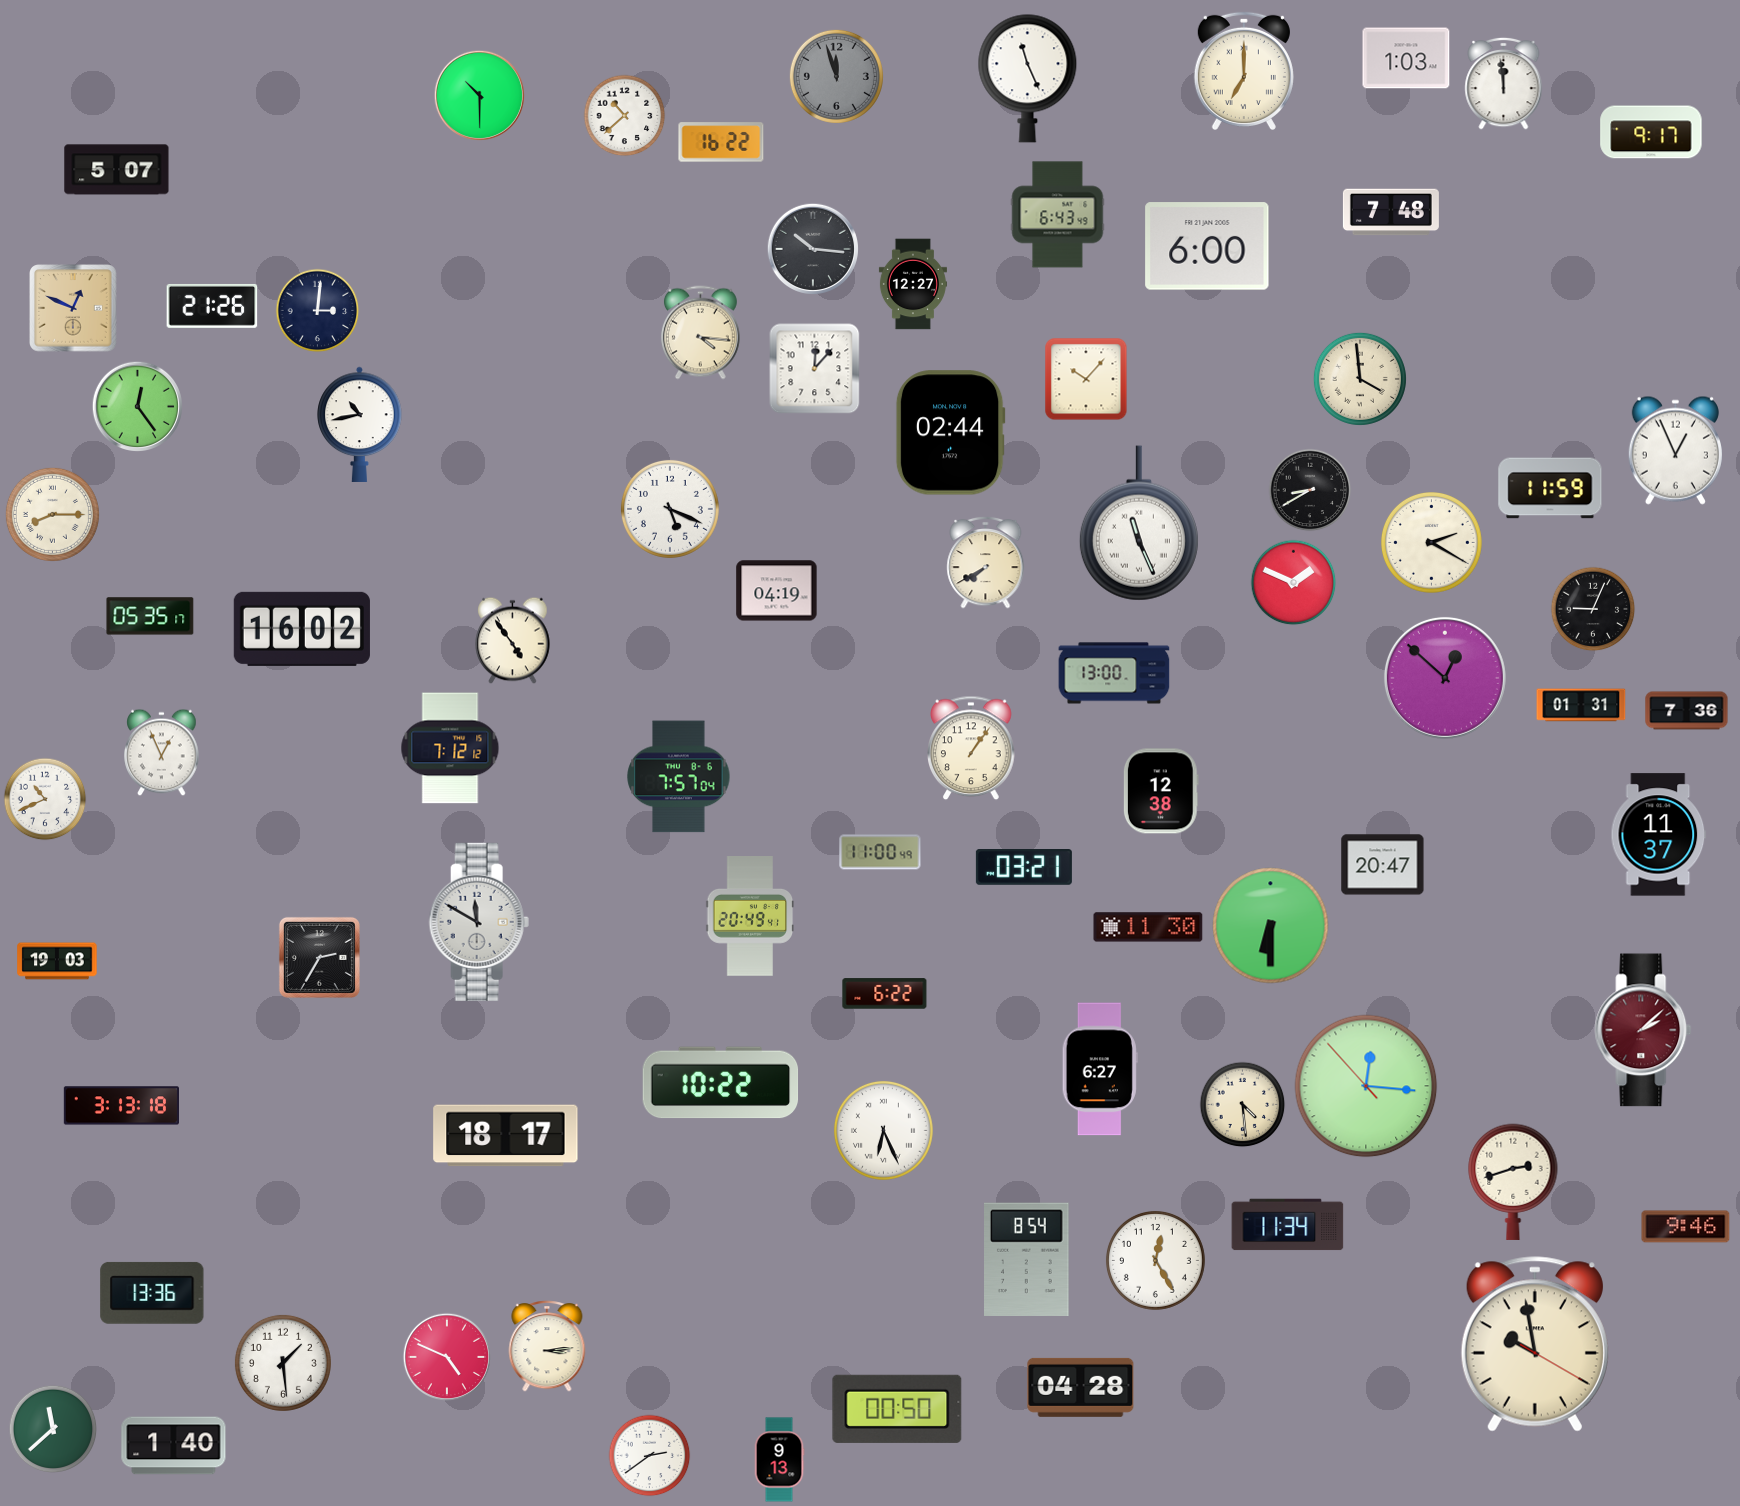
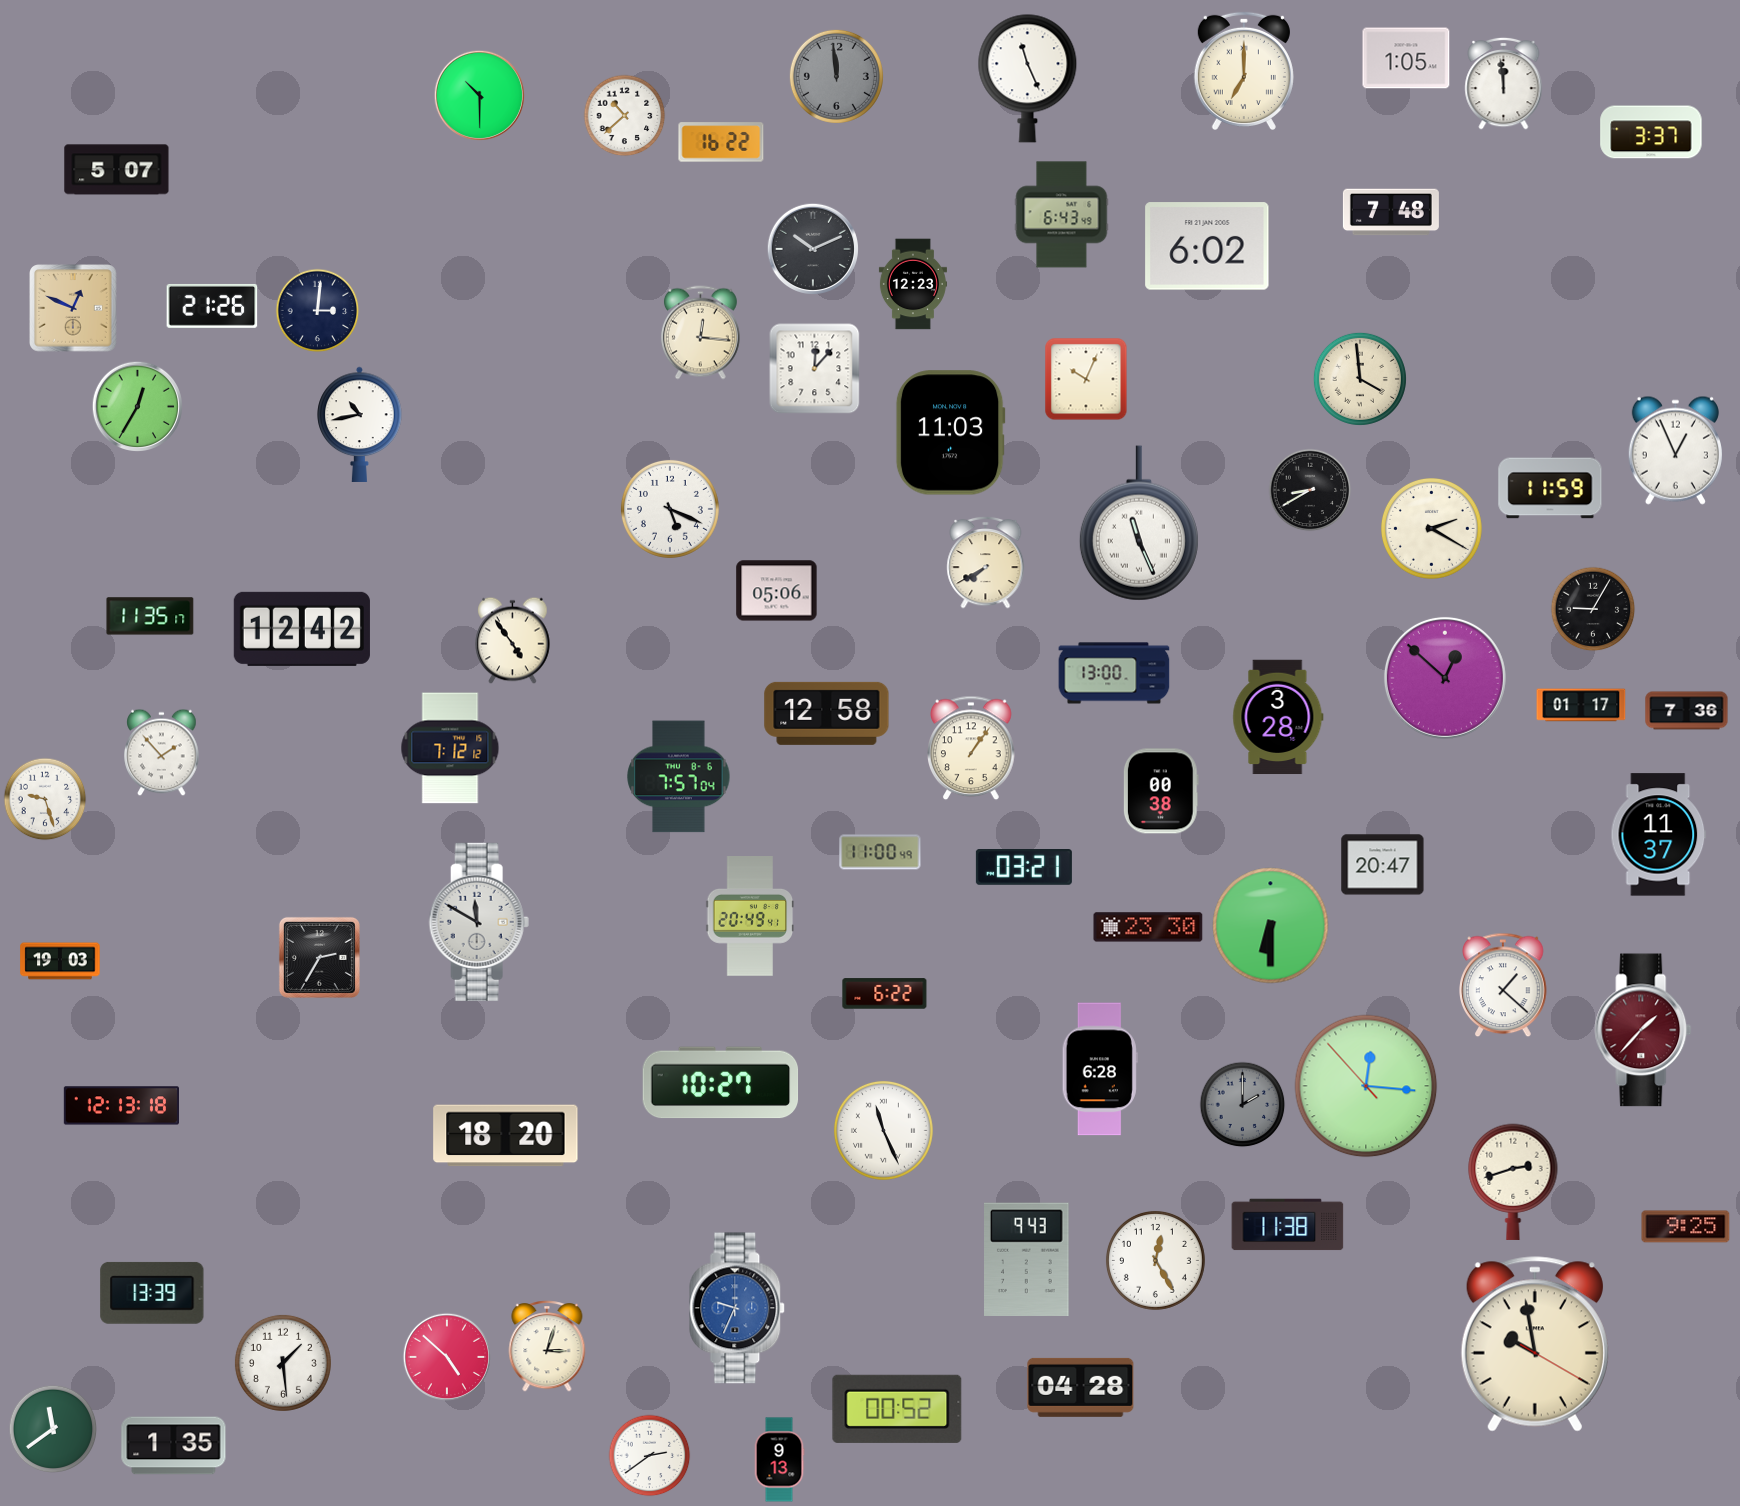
clock at (1406, 58): 1:03 -> 1:05
clock at (836, 76): 11:57 -> 11:59
clock at (1651, 132): 9:17 -> 3:37
clock at (1058, 215) position: (1058, 215) -> (1062, 215)
clock at (1207, 246): 6:00 -> 6:02
clock at (813, 249): 10:16 -> 10:11
clock at (913, 284): 12:27 -> 12:23
clock at (700, 333): 4:16 -> 12:16
clock at (1086, 379): 10:07 -> 10:04
clock at (137, 406): 12:24 -> 12:35
clock at (950, 433): 02:44 -> 11:03
clock at (52, 514): 8:15 -> none
clock at (1432, 543) position: (1432, 543) -> (1432, 529)
clock at (1294, 583): 1:49 -> none
clock at (777, 591): 04:19 -> 05:06
clock at (1593, 609): 9:04 -> 9:05
clock at (150, 616): 05:35 -> 11:35
clock at (302, 629): 16:02 -> 12:42
clock at (1581, 705): 01:31 -> 01:17
clock at (827, 713): none -> 12:58
clock at (1278, 717): none -> 3:28
clock at (162, 753): 12:56 -> 1:53
clock at (1161, 791): 12:38 -> 00:38
clock at (45, 799): 10:41 -> 9:27
clock at (1148, 927): 11:30 -> 23:30
clock at (57, 961) position: (57, 961) -> (60, 961)
clock at (1503, 985): none -> 1:22
clock at (1643, 1030): 2:08 -> 1:37
clock at (1100, 1069): 6:27 -> 6:28
clock at (721, 1083): 10:22 -> 10:27
clock at (1243, 1105): 4:29 -> 2:00
clock at (1243, 1105) dial: cream -> grey
clock at (121, 1106): 3:13 -> 12:13
clock at (883, 1130): 6:26 -> 11:26
clock at (506, 1136): 18:17 -> 18:20
clock at (1288, 1225): 11:34 -> 11:38
clock at (1686, 1227): 9:46 -> 9:25
clock at (1027, 1259): 8:54 -> 9:43
clock at (152, 1293): 13:36 -> 13:39
clock at (738, 1308): none -> 9:34
clock at (547, 1346): 3:14 -> 3:03
clock at (446, 1356): 4:49 -> 4:52
clock at (897, 1409): 00:50 -> 00:52
clock at (53, 1429): 11:38 -> 11:39
clock at (174, 1446): 1:40 -> 1:35
